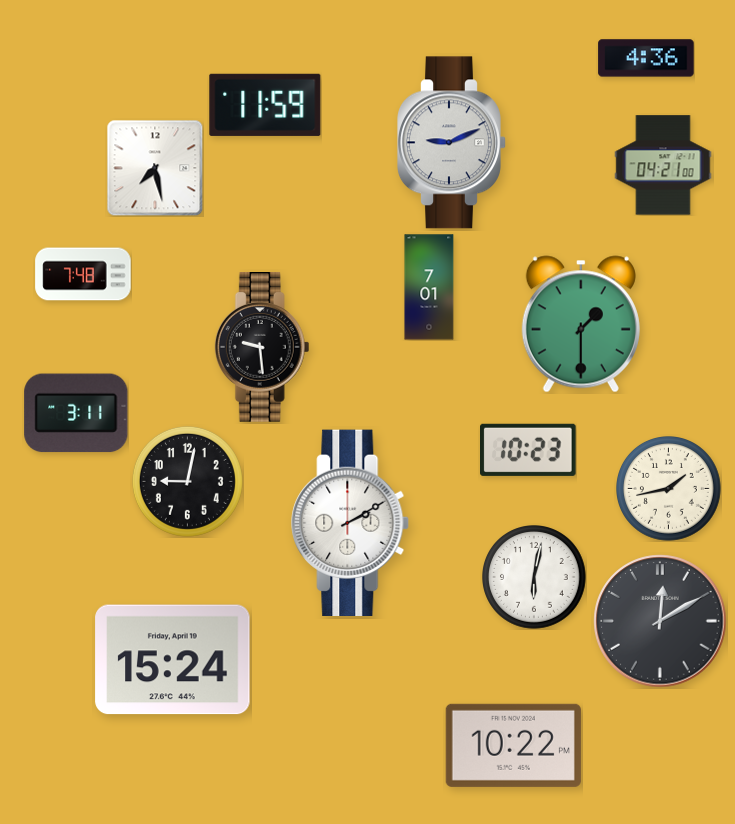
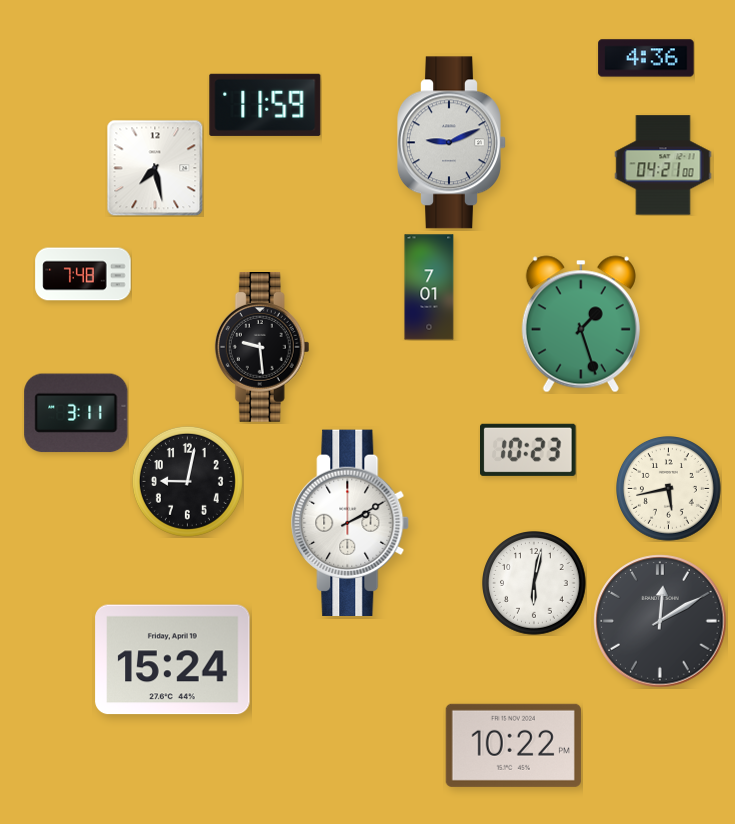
clock at (581, 324): 1:30 -> 1:27
clock at (669, 489): 1:43 -> 5:43
clock at (535, 578) position: (535, 578) -> (535, 584)
